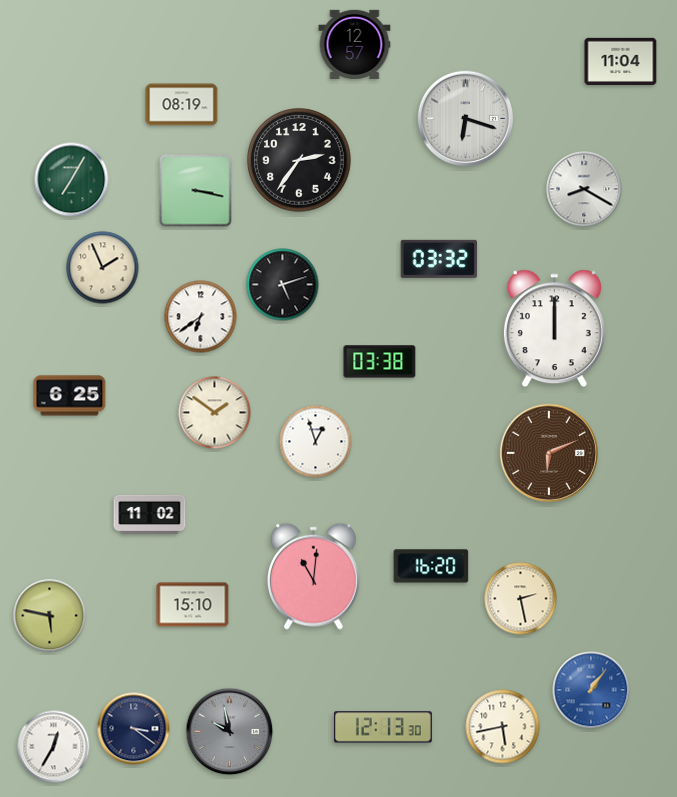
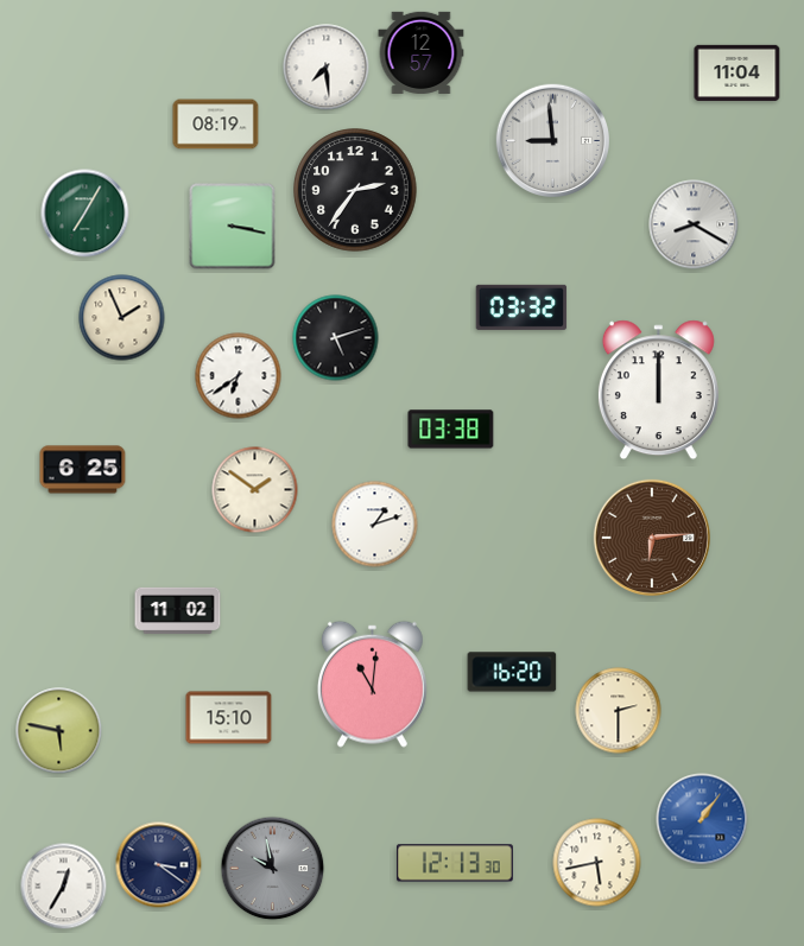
clock at (327, 68): none -> 7:29
clock at (465, 118): 6:18 -> 8:59
clock at (316, 442): 12:57 -> 1:12
clock at (549, 453): 6:11 -> 6:14
clock at (521, 599): 2:28 -> 2:30
